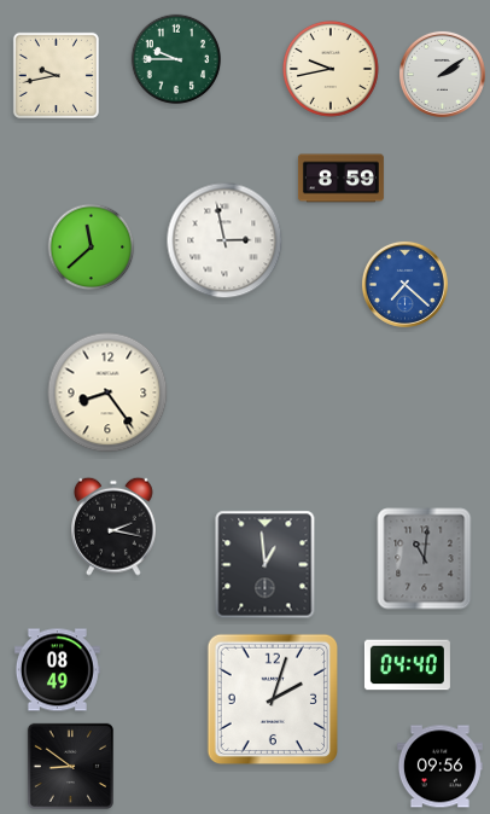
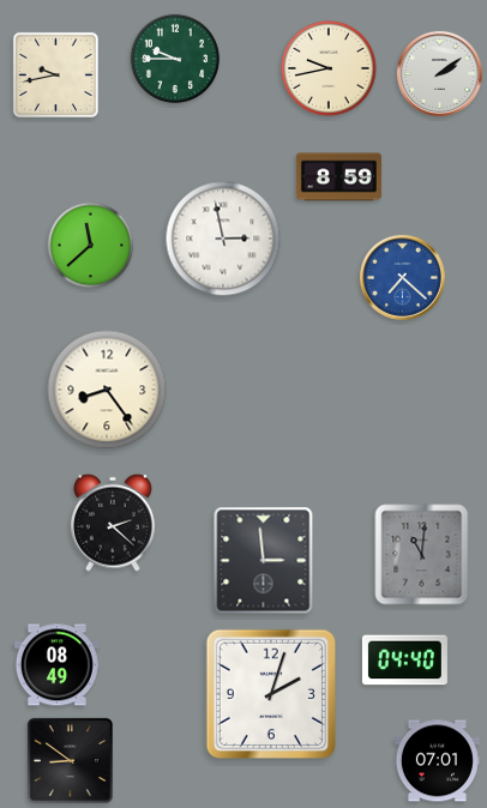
clock at (404, 284) position: (404, 284) -> (402, 277)
clock at (115, 527): 2:17 -> 2:22
clock at (266, 565): 12:59 -> 2:59
clock at (439, 767): 09:56 -> 07:01
